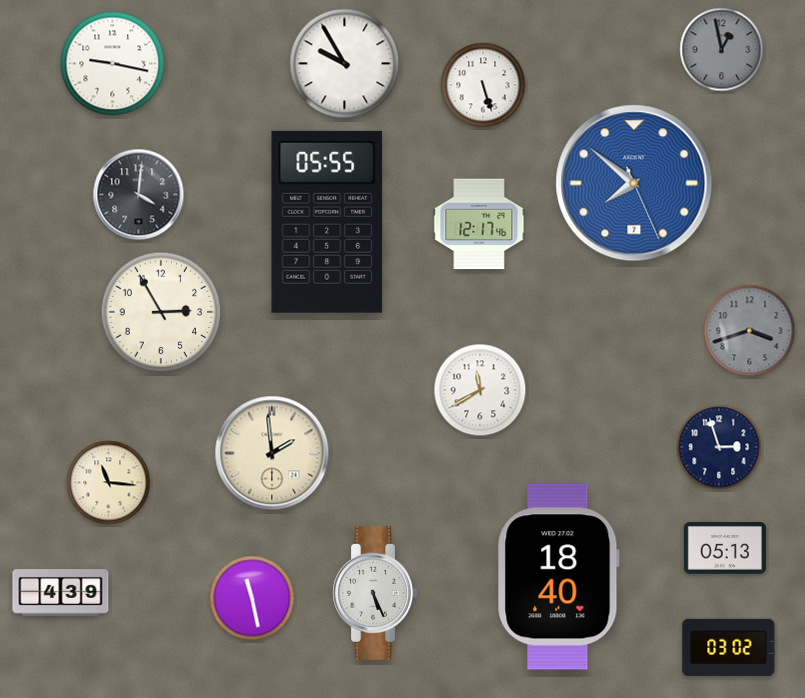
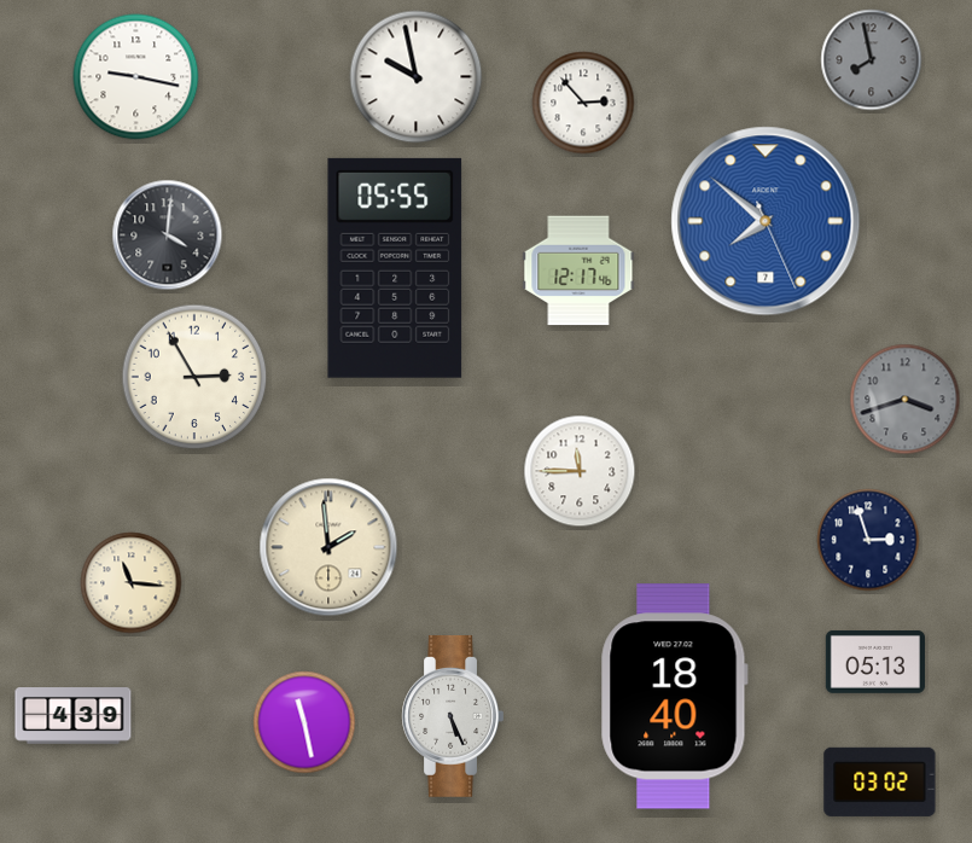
clock at (722, 50): 12:58 -> 7:58
clock at (345, 64): 9:55 -> 9:58
clock at (483, 85): 5:27 -> 2:53
clock at (480, 390): 11:40 -> 11:45
